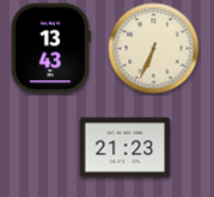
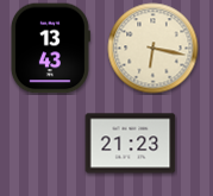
clock at (154, 49): 6:34 -> 6:17
clock at (126, 148) position: (126, 148) -> (131, 144)
